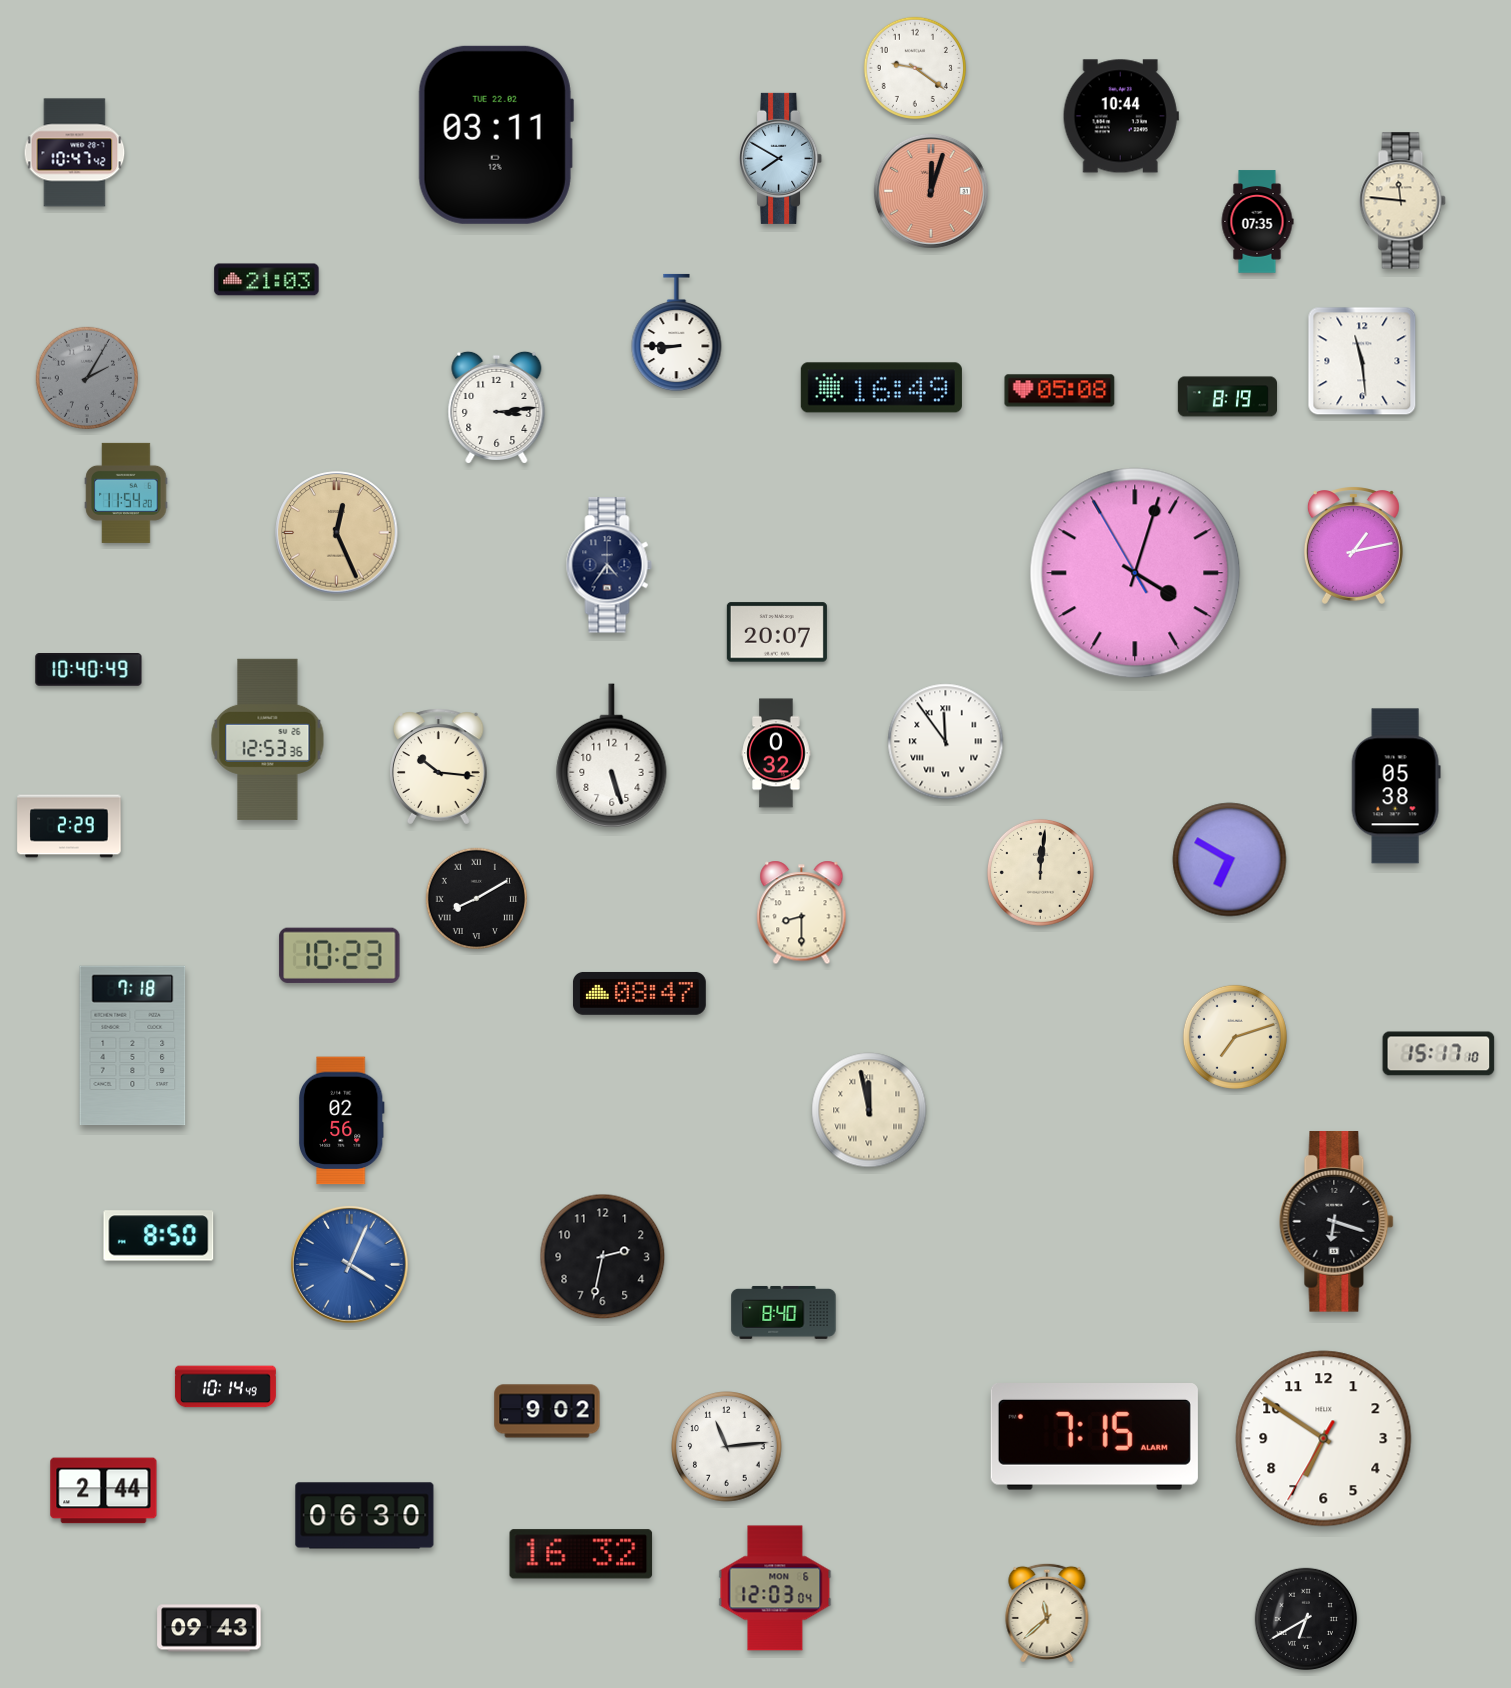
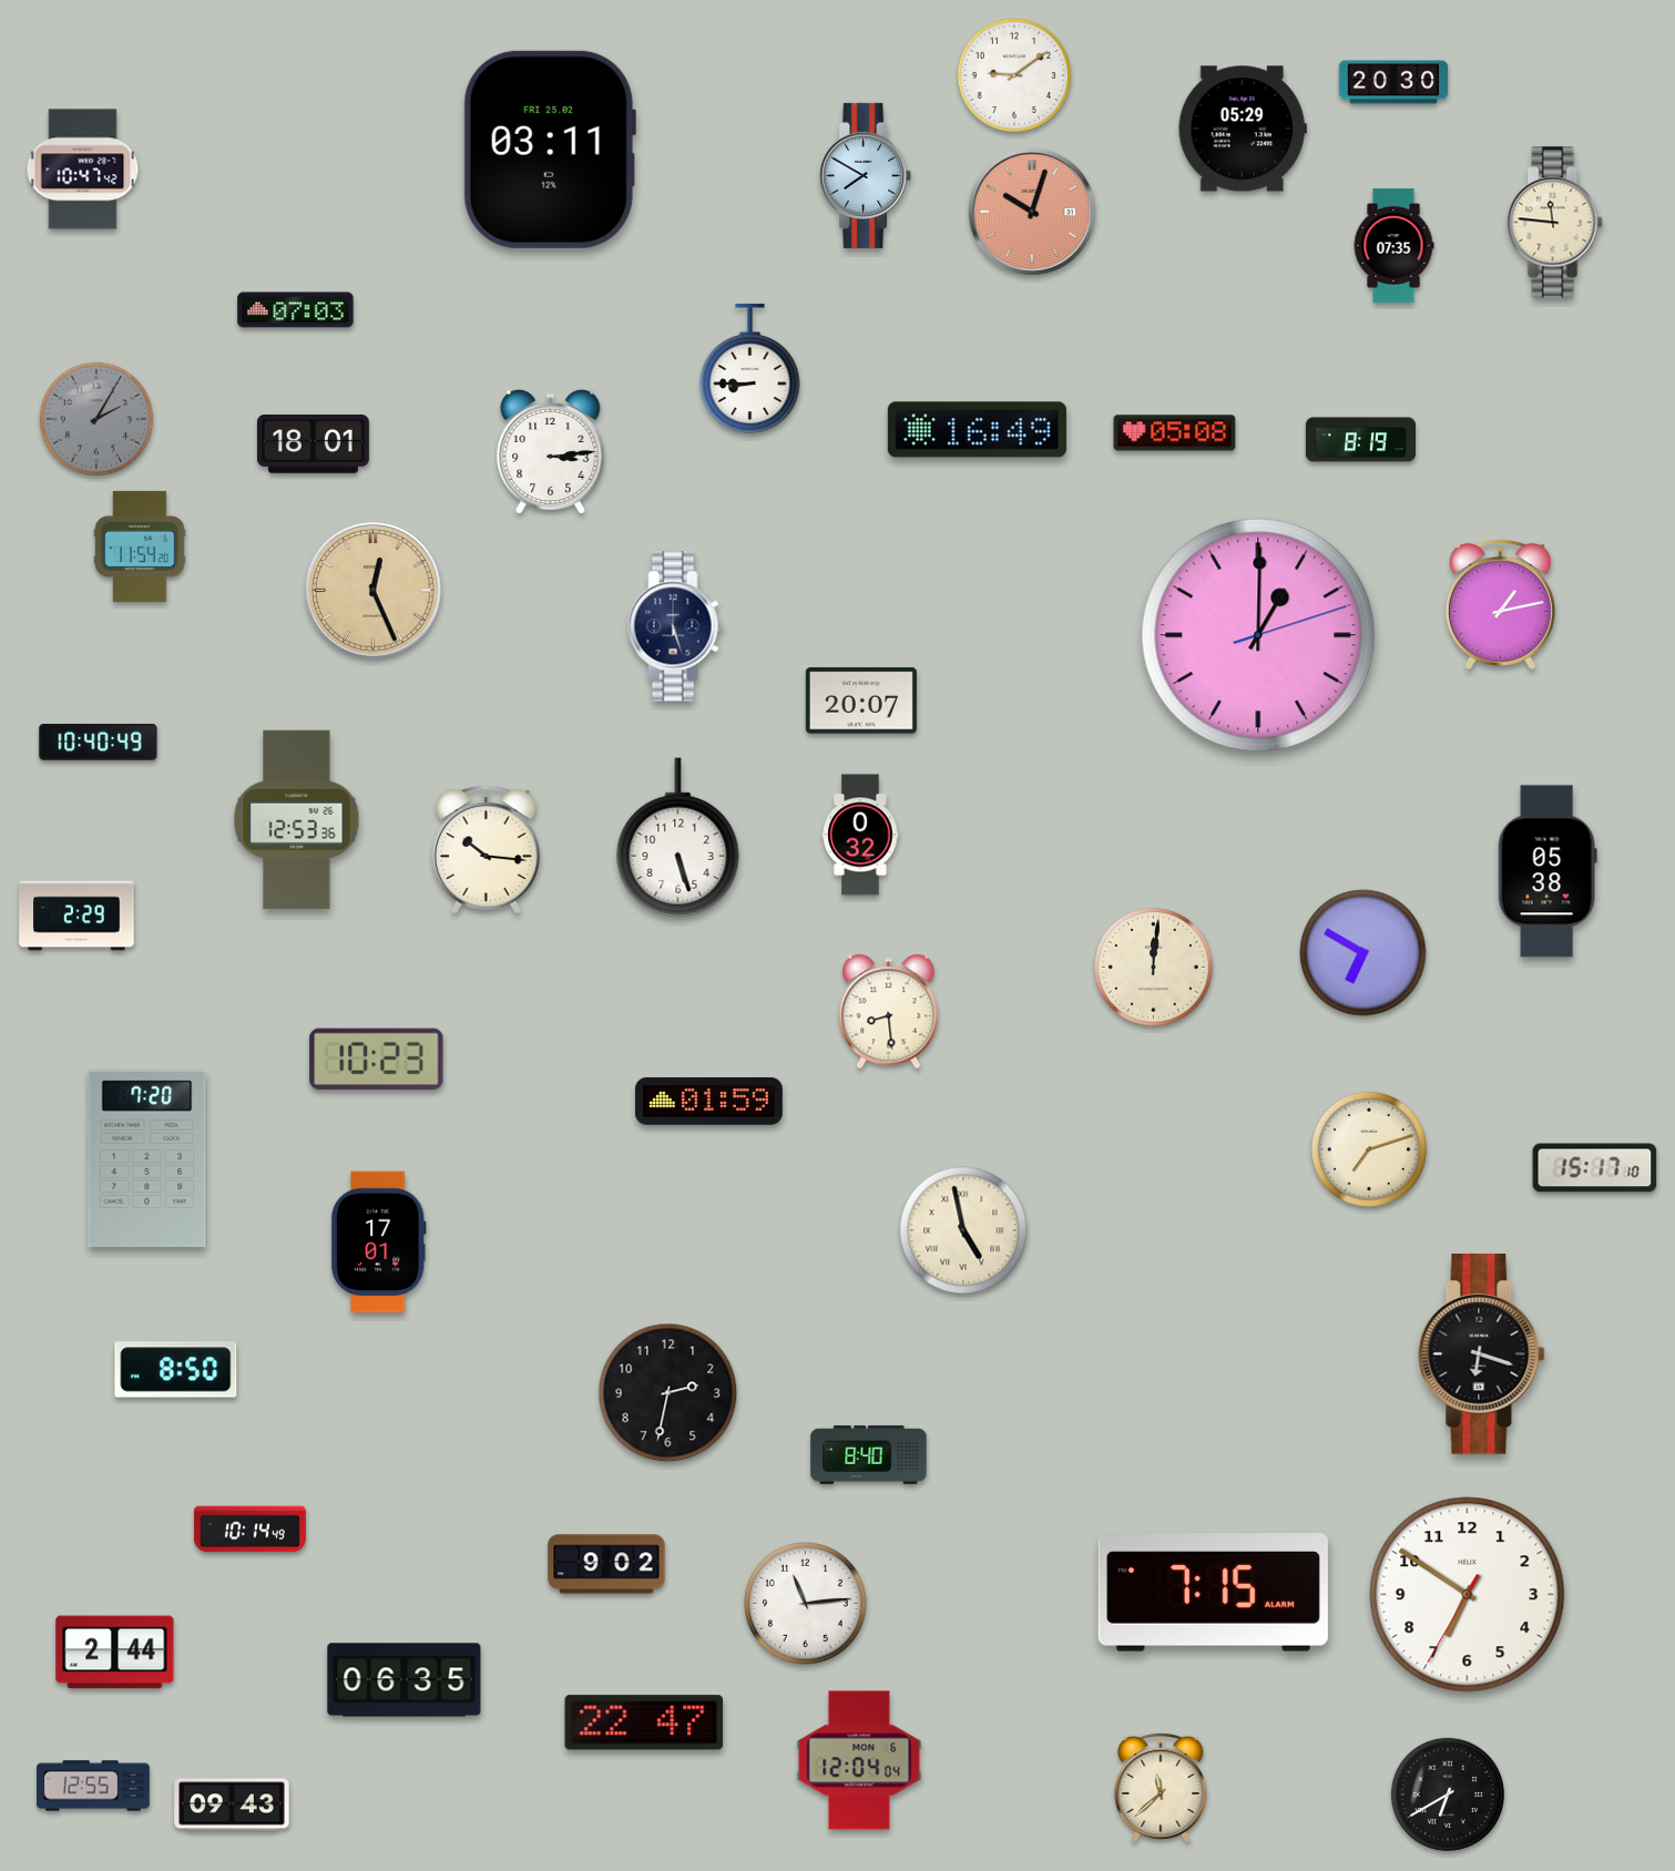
clock at (915, 68): 9:21 -> 9:09
clock at (1393, 82): none -> 20:30
clock at (1121, 116): 10:44 -> 05:29
clock at (496, 135) date: TUE 22.02 -> FRI 25.02
clock at (931, 191): 12:03 -> 10:03
clock at (267, 280): 21:03 -> 07:03
clock at (1362, 361): 11:29 -> none
clock at (313, 444): none -> 18:01
clock at (609, 565): 4:36 -> 5:27
clock at (1135, 573): 4:02 -> 1:00
clock at (946, 742): 11:54 -> none
clock at (476, 898): 8:10 -> none
clock at (802, 913): 8:30 -> 8:29
clock at (639, 994): 08:47 -> 01:59
clock at (133, 1046): 7:18 -> 7:20
clock at (869, 1110): 11:58 -> 4:58
clock at (342, 1121): 02:56 -> 17:01
clock at (349, 1264): 4:04 -> none
clock at (225, 1387) position: (225, 1387) -> (249, 1530)
clock at (365, 1516): 06:30 -> 06:35
clock at (581, 1554): 16:32 -> 22:47
clock at (775, 1588): 12:03 -> 12:04
clock at (94, 1786): none -> 12:55
